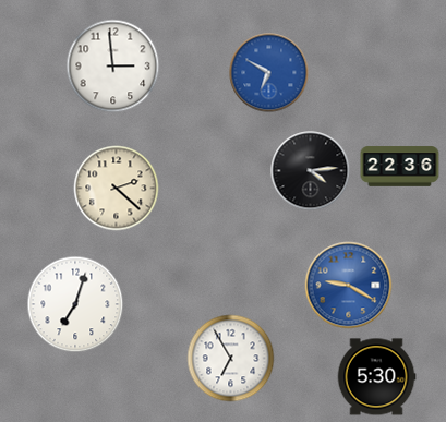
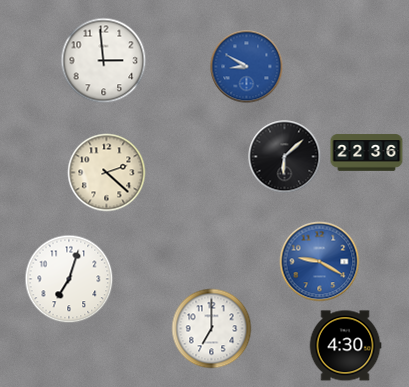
clock at (269, 73): 6:50 -> 8:50
clock at (311, 171): 4:14 -> 6:08
clock at (231, 359): 6:55 -> 7:00
clock at (376, 377): 5:30 -> 4:30
